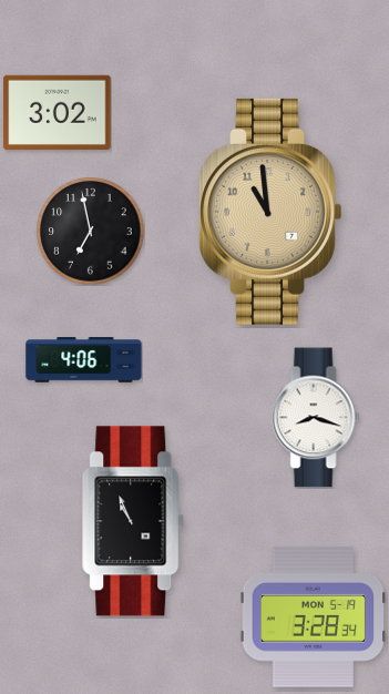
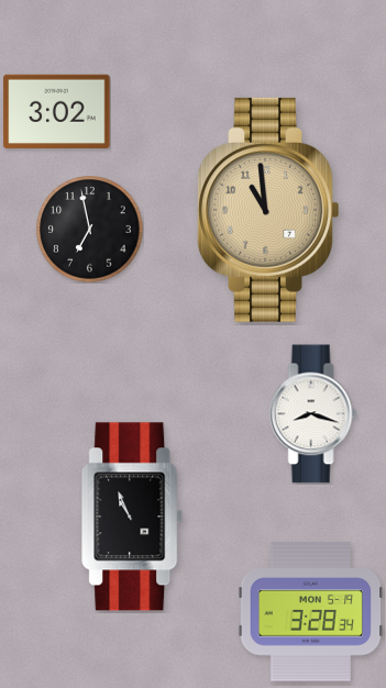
clock at (84, 360): 4:06 -> none
